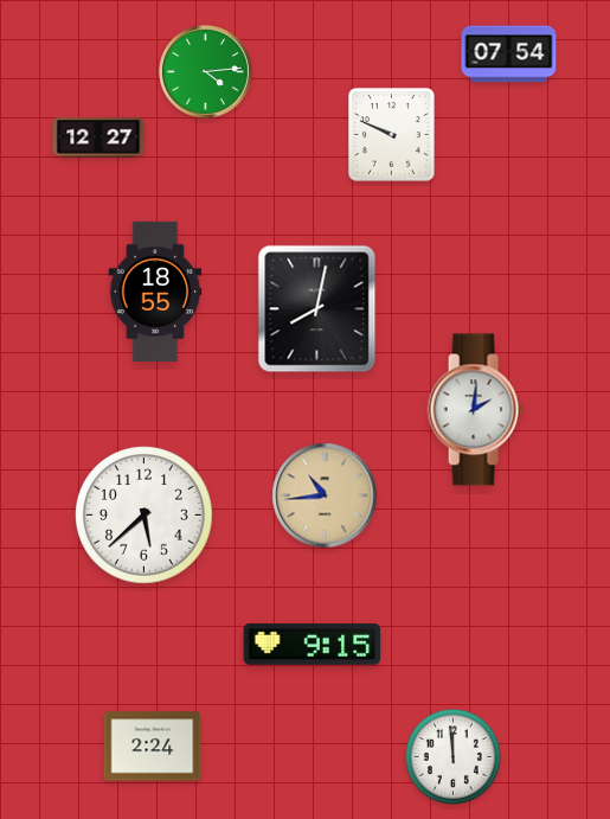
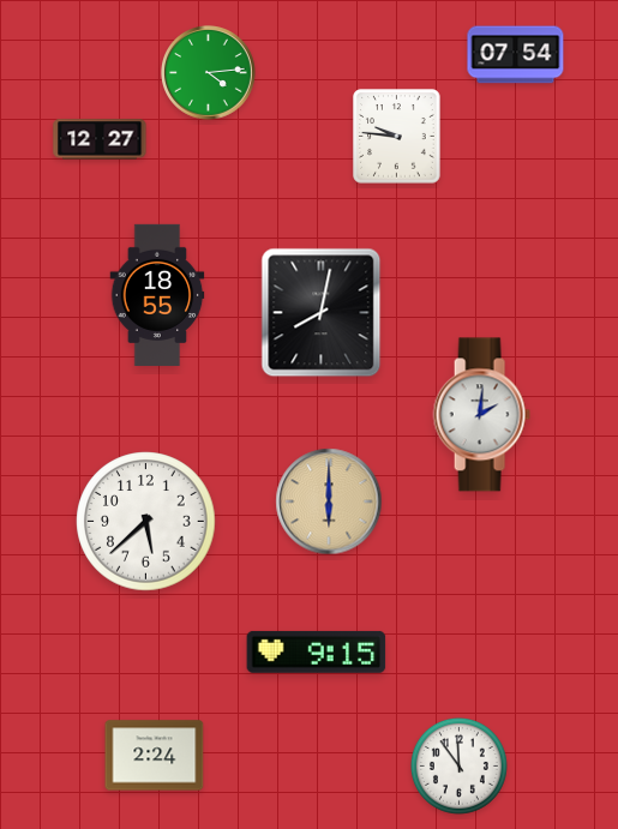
clock at (392, 135): 9:49 -> 9:46
clock at (325, 495): 10:44 -> 6:00
clock at (452, 756): 11:59 -> 11:54
